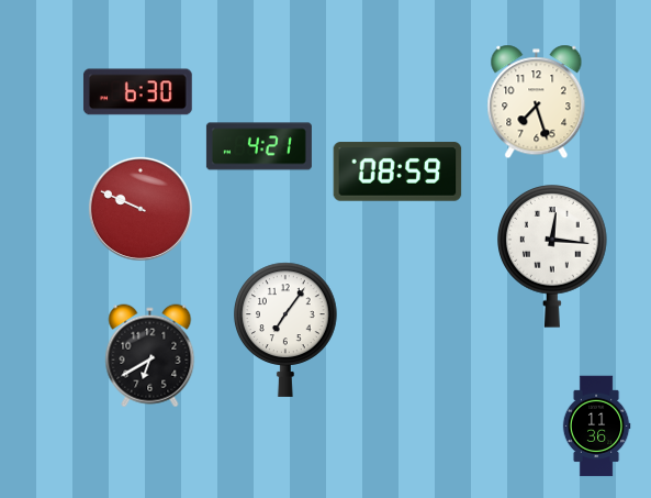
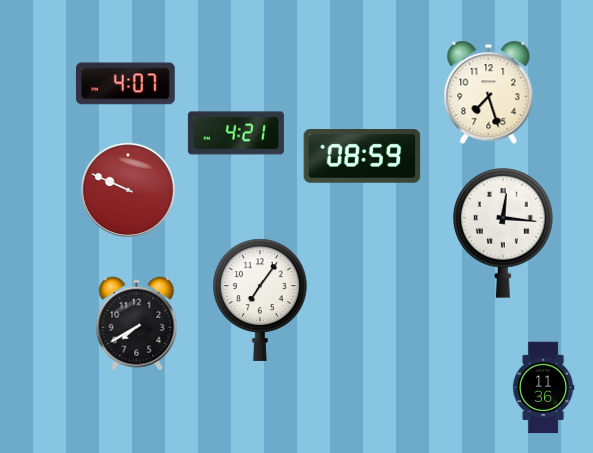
clock at (137, 92): 6:30 -> 4:07
clock at (150, 356): 6:40 -> 7:40
